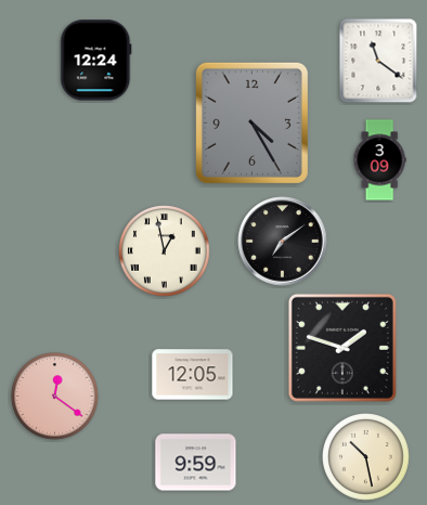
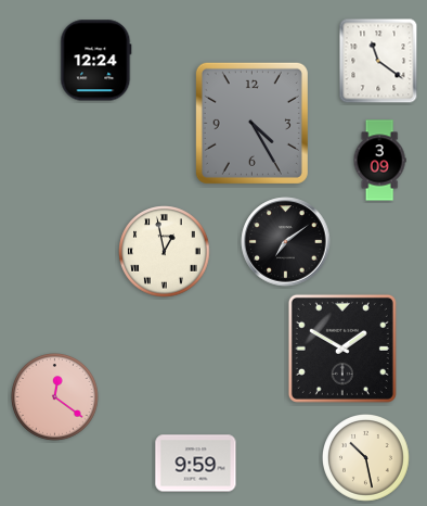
clock at (283, 242) position: (283, 242) -> (286, 242)
clock at (342, 348): 1:48 -> 1:50
clock at (193, 375): 12:05 -> none
